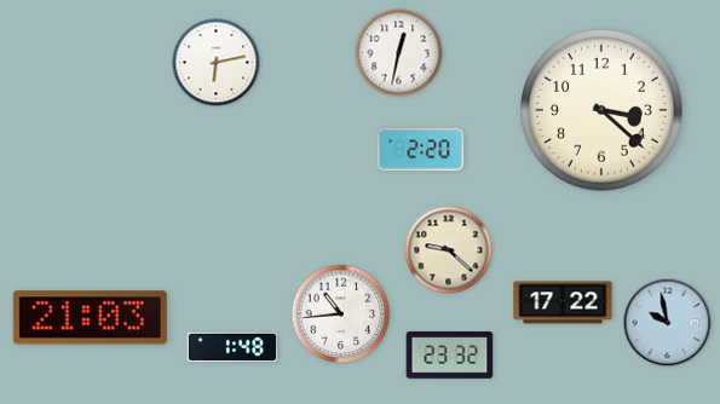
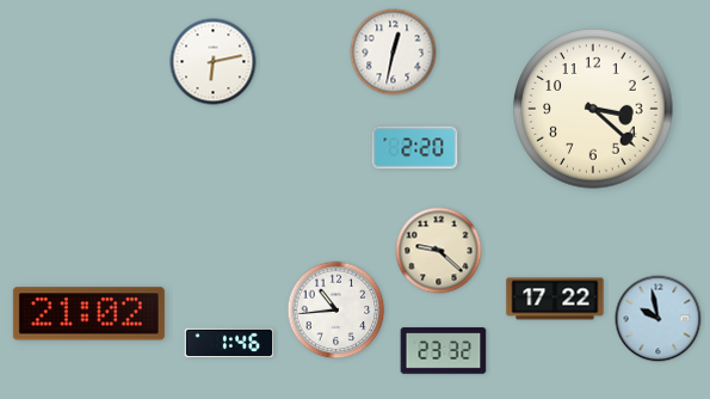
clock at (449, 250) position: (449, 250) -> (439, 251)
clock at (90, 318): 21:03 -> 21:02
clock at (232, 347): 1:48 -> 1:46
